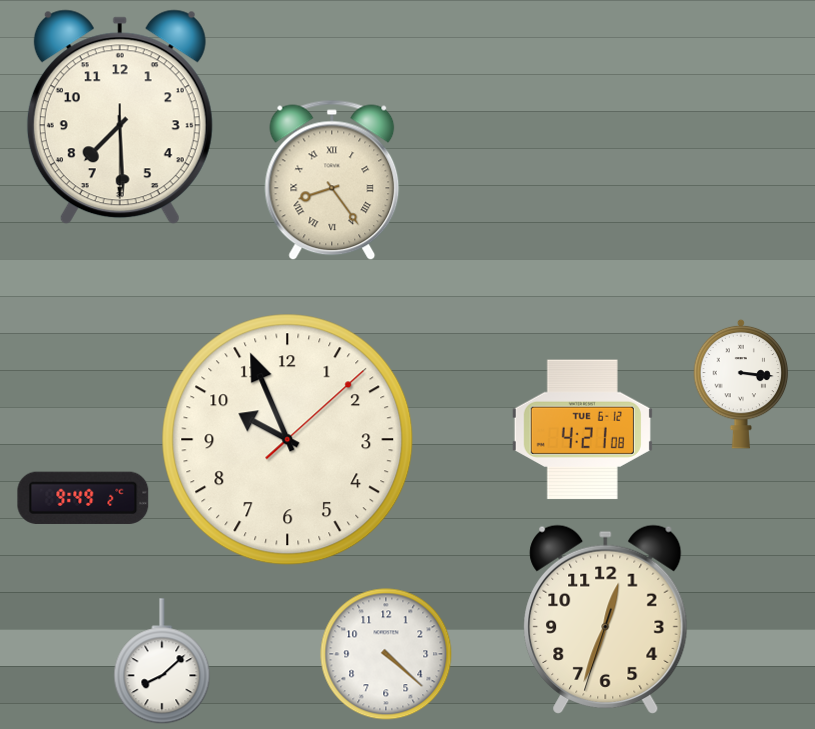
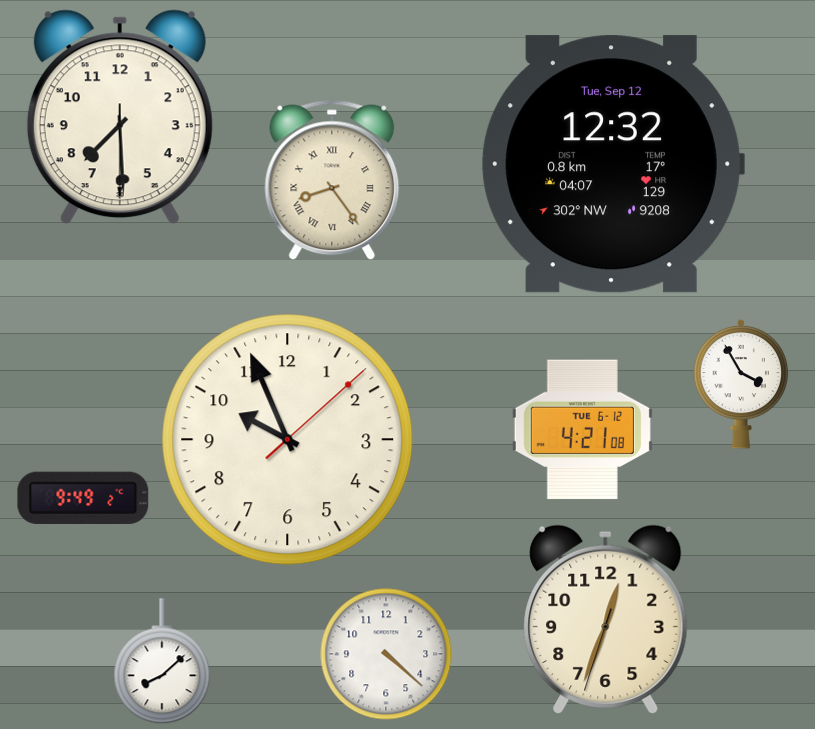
clock at (613, 164): none -> 12:32
clock at (741, 384): 3:16 -> 3:55
